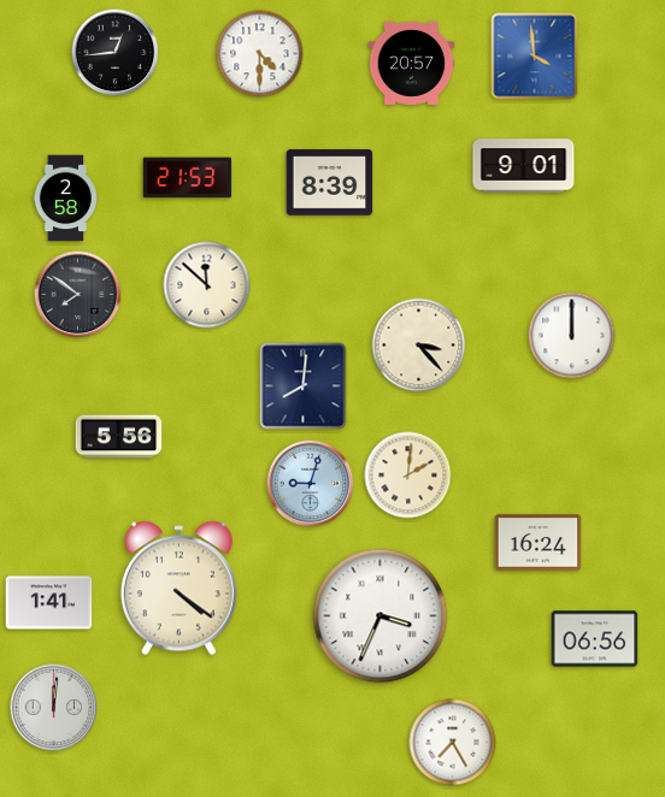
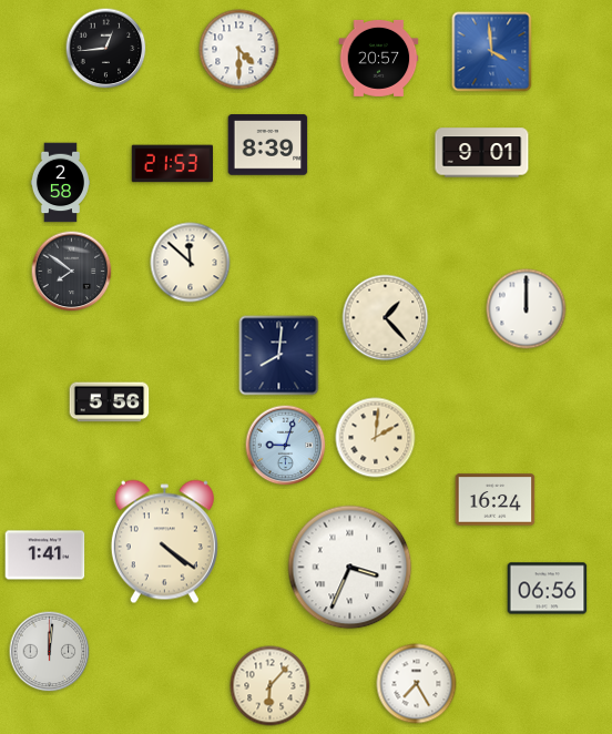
clock at (330, 183) position: (330, 183) -> (268, 145)
clock at (419, 346): 3:23 -> 1:23
clock at (271, 686): none -> 6:07
